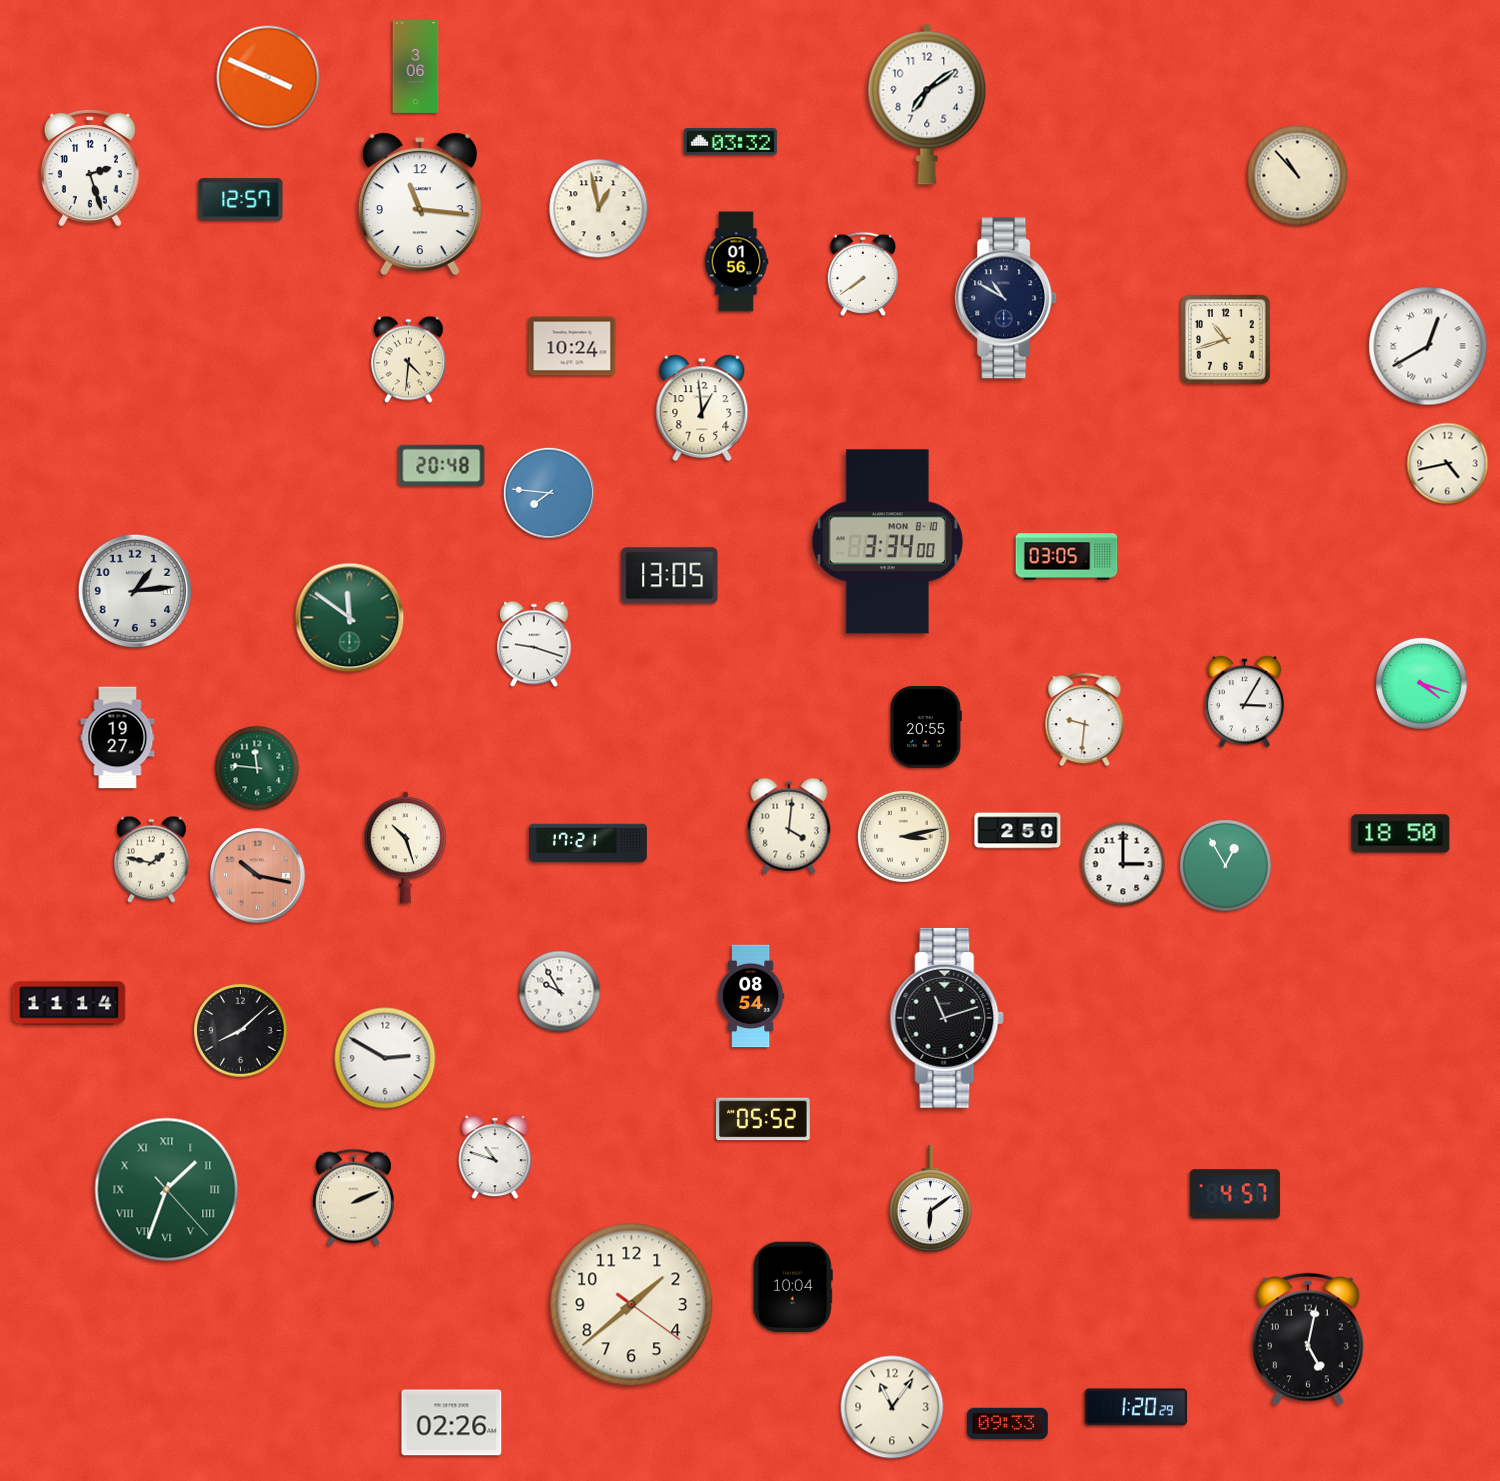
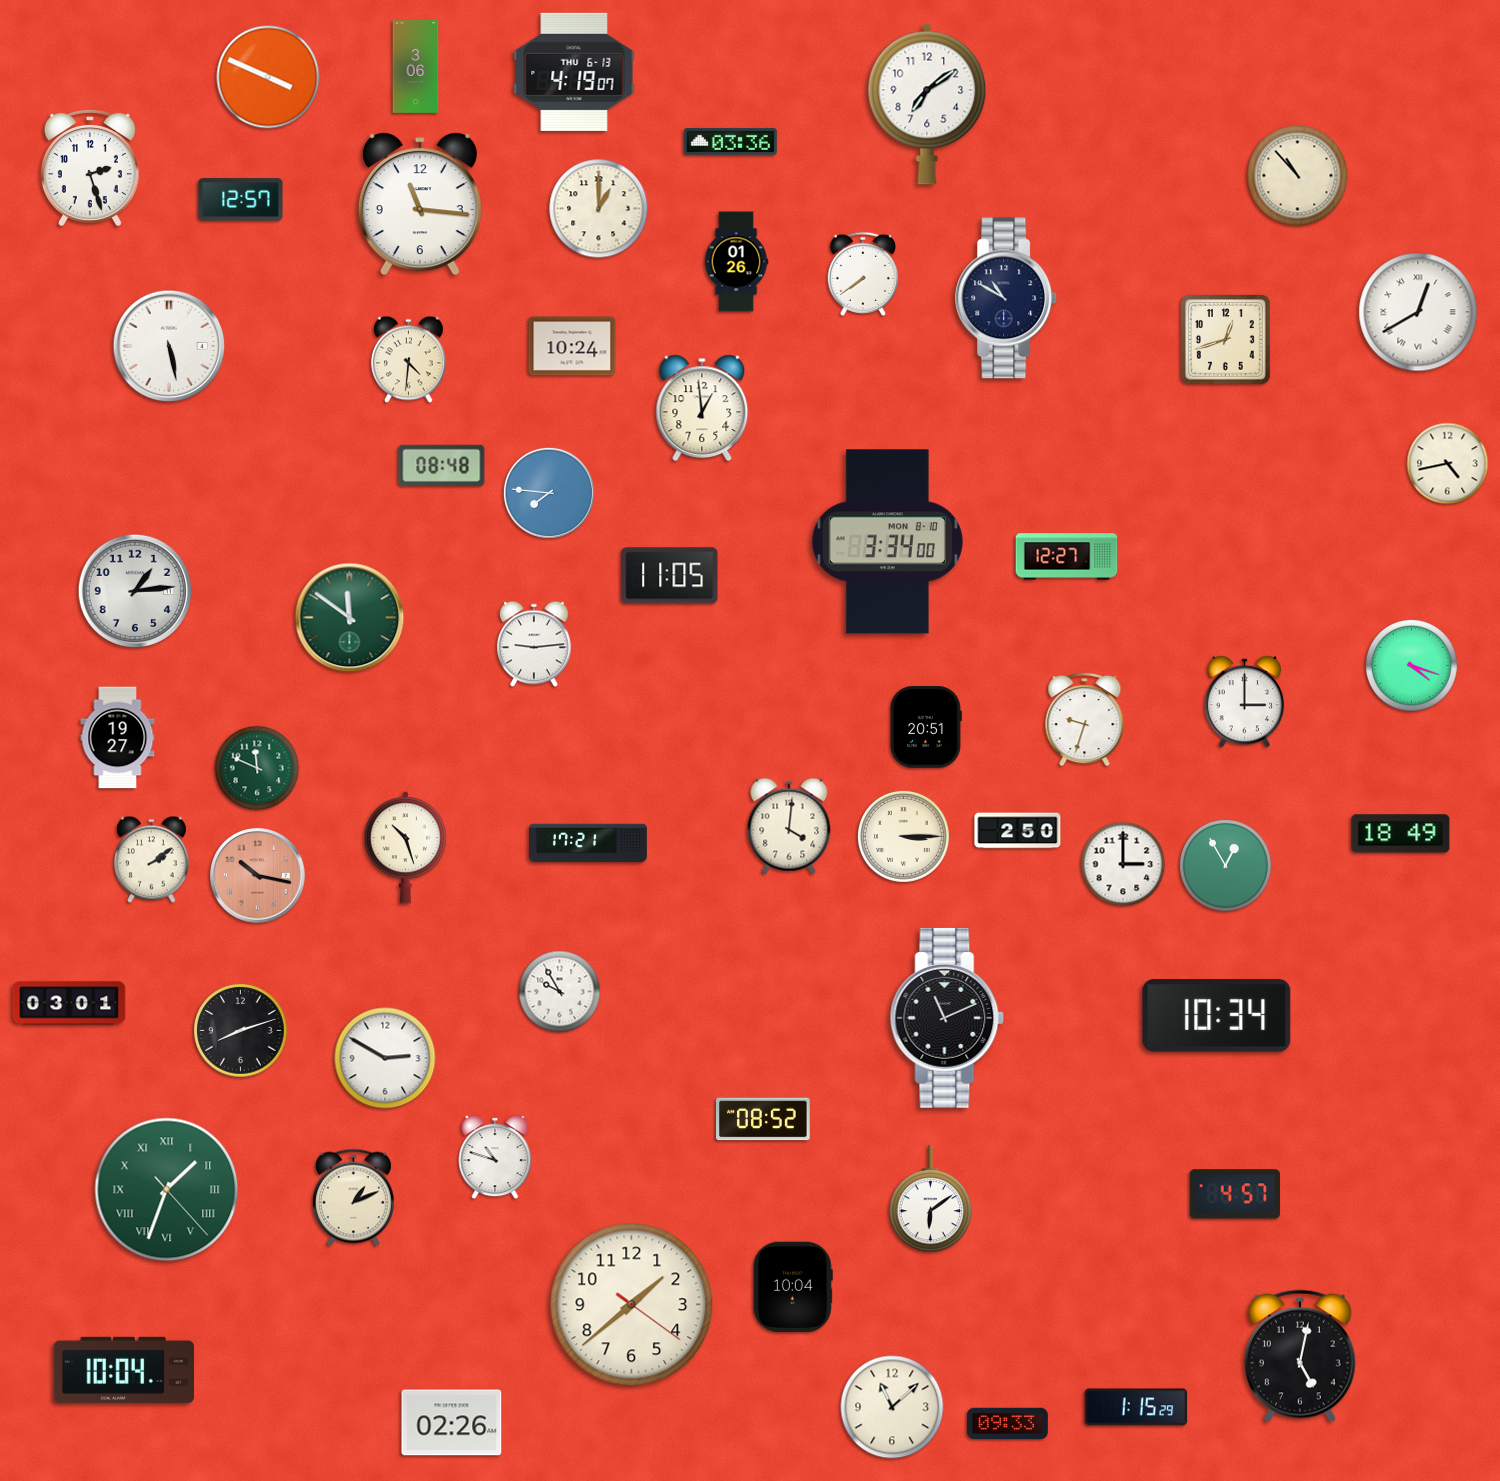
clock at (574, 72): none -> 4:19
clock at (730, 141): 03:32 -> 03:36
clock at (599, 209): 12:58 -> 1:00
clock at (736, 262): 01:56 -> 01:26
clock at (1226, 340): 10:42 -> 12:42
clock at (169, 346): none -> 5:28
clock at (1428, 346) position: (1428, 346) -> (1418, 312)
clock at (442, 465): 20:48 -> 08:48
clock at (1067, 557): 03:05 -> 12:27
clock at (670, 576): 13:05 -> 11:05
clock at (534, 644): 9:18 -> 9:14
clock at (1421, 683) position: (1421, 683) -> (1411, 665)
clock at (1245, 702): 3:05 -> 3:00
clock at (1085, 719): 9:31 -> 9:33
clock at (926, 727): 20:55 -> 20:51
clock at (257, 768): 11:46 -> 11:49
clock at (1401, 834): 18:50 -> 18:49
clock at (903, 836): 3:13 -> 3:15
clock at (152, 860): 1:47 -> 2:09
clock at (751, 996): 08:54 -> none
clock at (69, 1003): 11:14 -> 03:01
clock at (1217, 1016): none -> 10:34
clock at (947, 1018): 11:12 -> 11:11
clock at (241, 1031): 8:08 -> 8:12
clock at (764, 1119): 05:52 -> 08:52
clock at (353, 1198): 2:11 -> 1:11
clock at (1308, 1339) position: (1308, 1339) -> (1300, 1356)
clock at (124, 1370): none -> 10:04
clock at (892, 1407): 11:06 -> 11:08
clock at (1136, 1407): 1:20 -> 1:15
